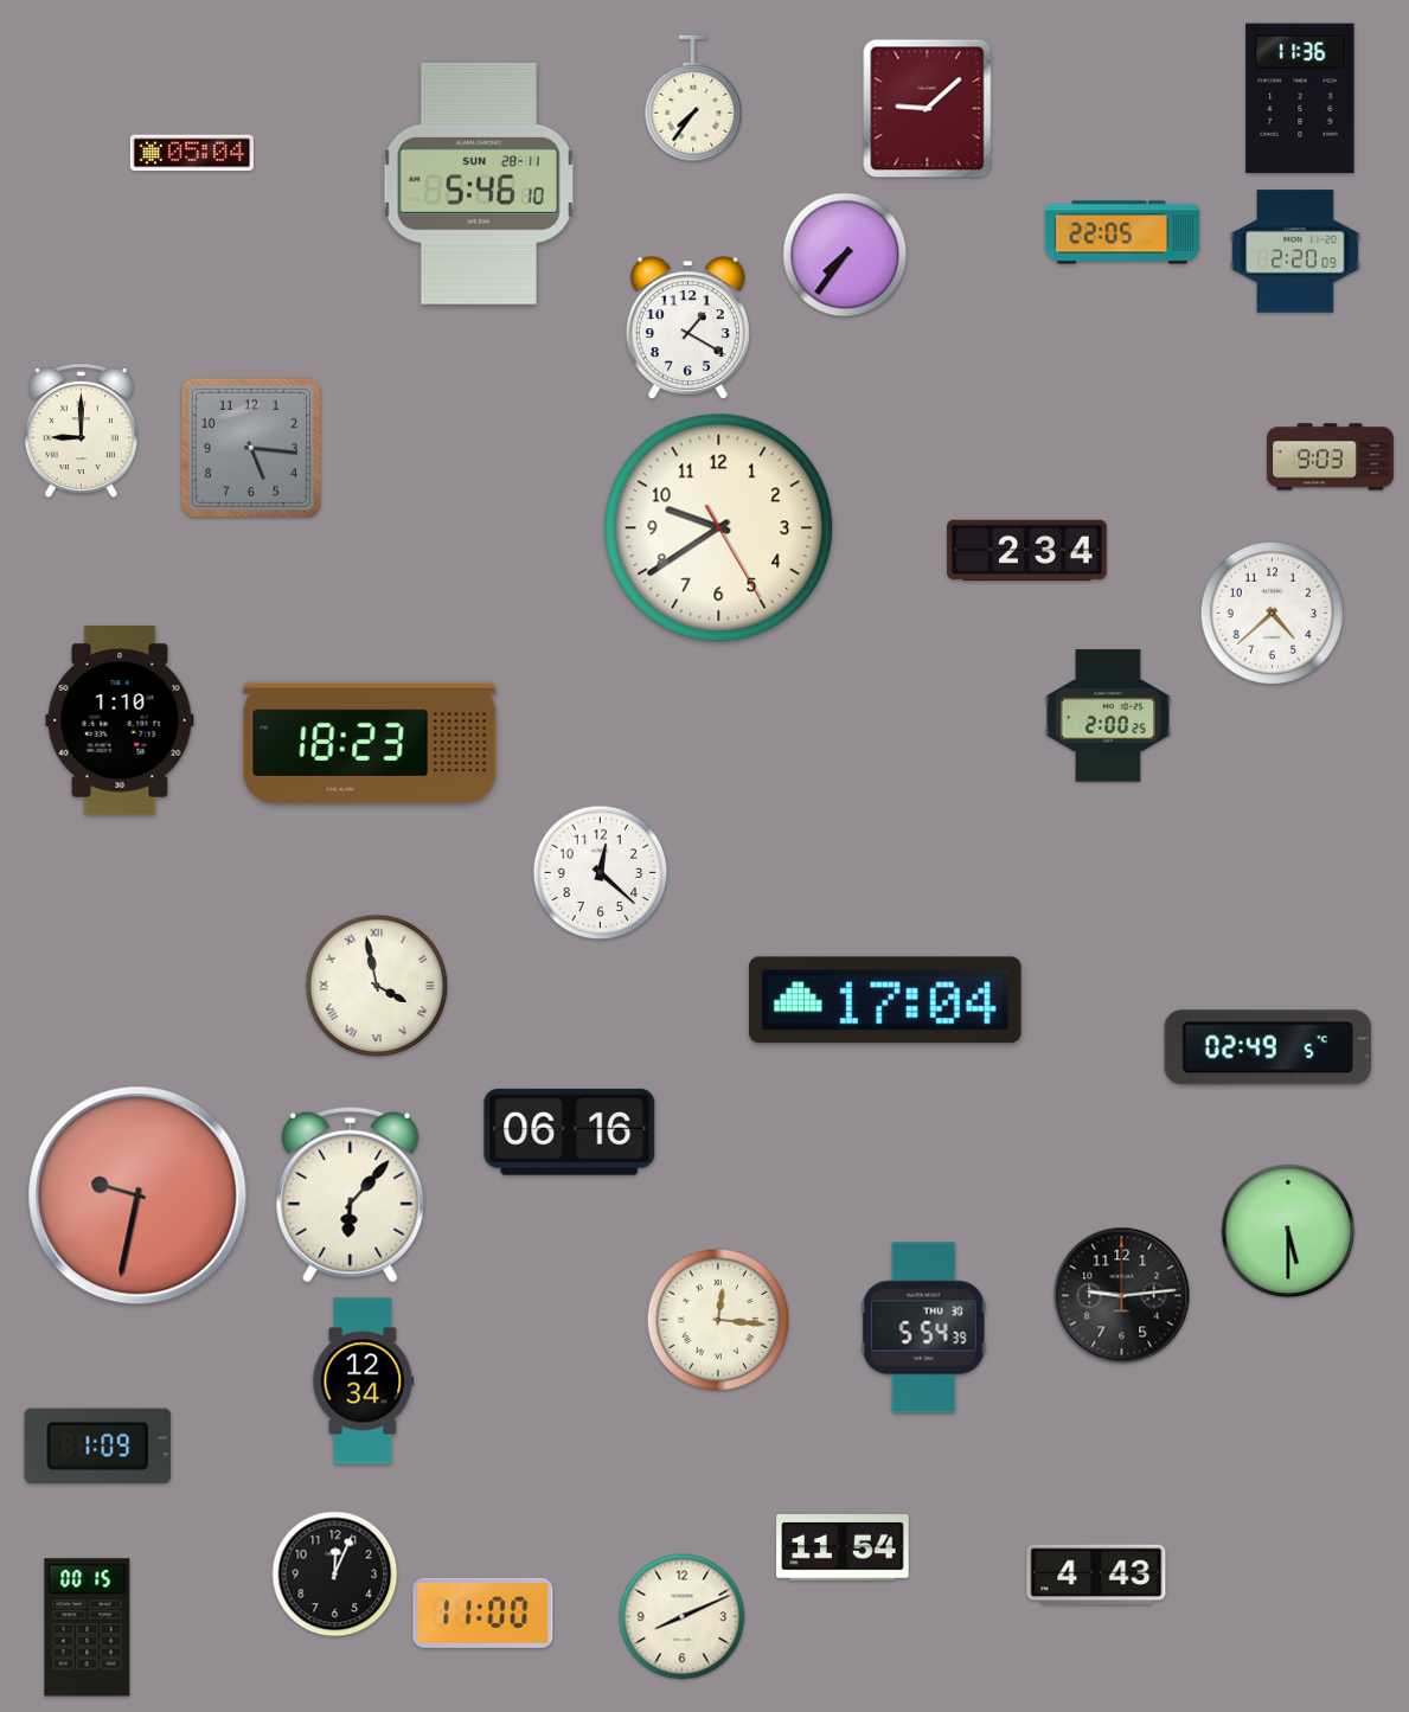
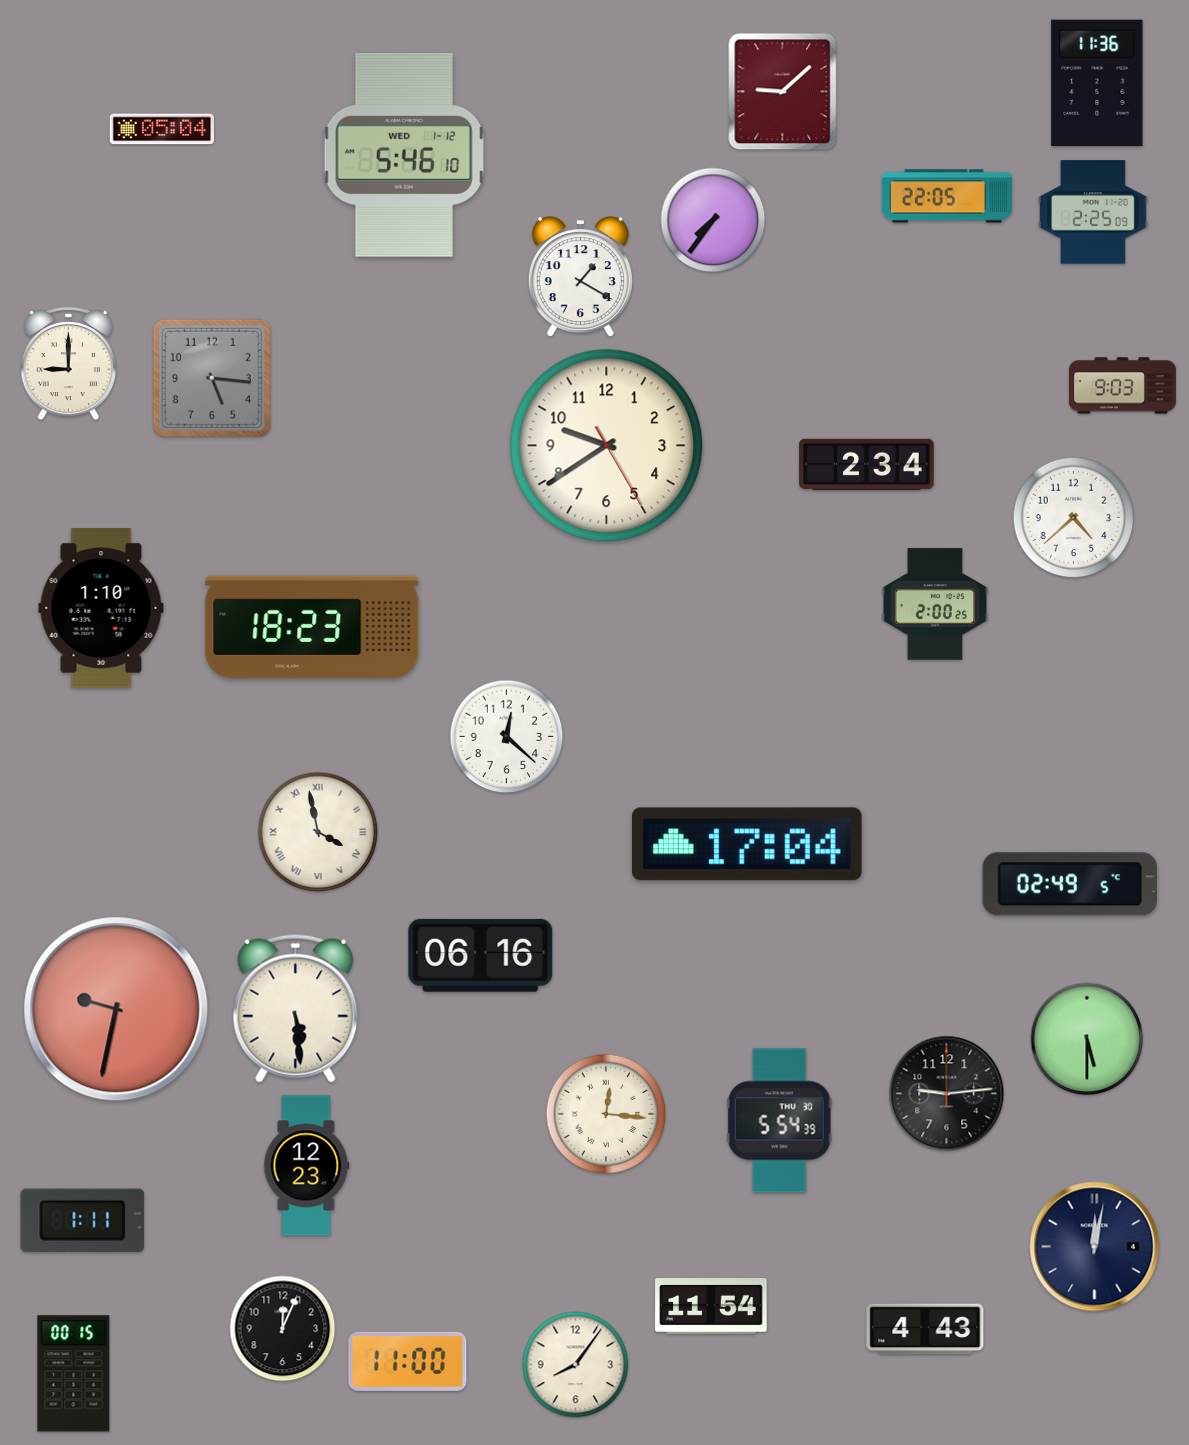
clock at (693, 98): 7:36 -> none
clock at (479, 184) date: SUN 28-11 -> WED 1-12
clock at (1295, 251): 2:20 -> 2:25
clock at (845, 255) position: (845, 255) -> (713, 220)
clock at (351, 1194): 6:07 -> 5:29
clock at (364, 1381): 12:34 -> 12:23
clock at (98, 1445): 1:09 -> 1:11
clock at (1095, 1247): none -> 12:02
clock at (683, 1617): 8:11 -> 8:06
